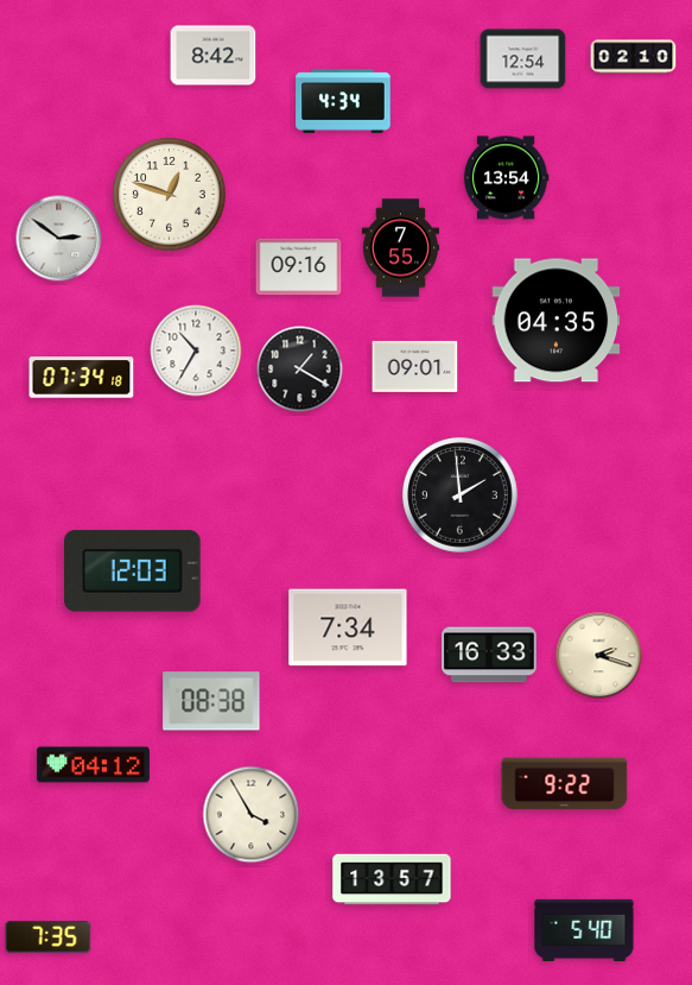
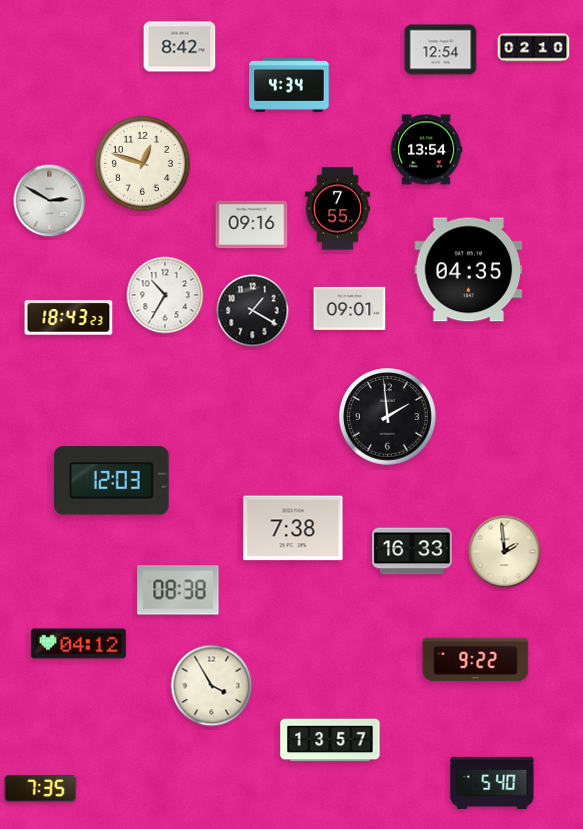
clock at (59, 239): 2:51 -> 2:50
clock at (82, 378): 07:34 -> 18:43
clock at (348, 627): 7:34 -> 7:38
clock at (599, 656): 2:18 -> 1:59
